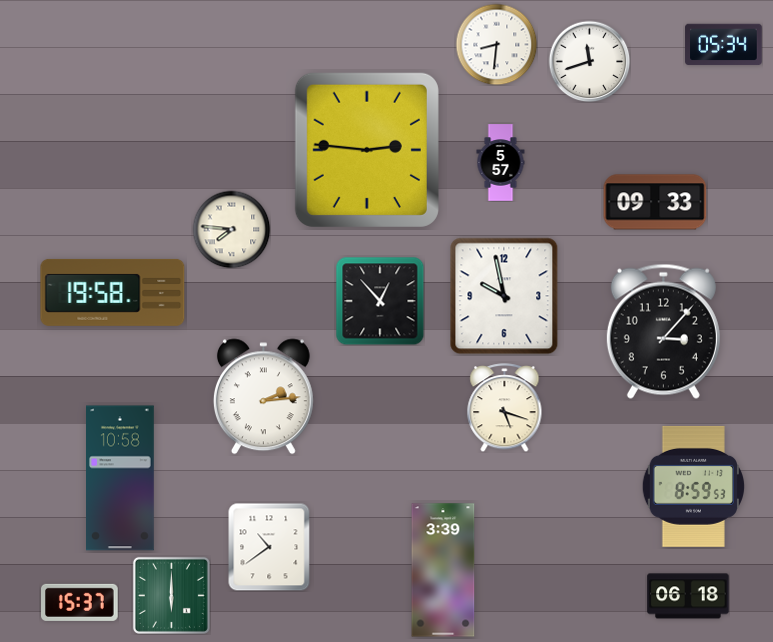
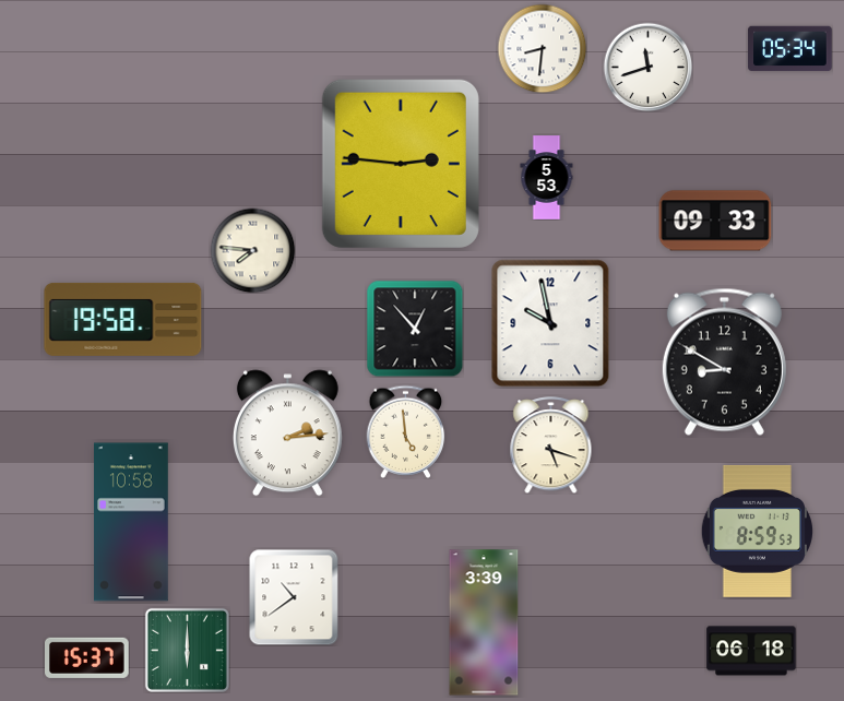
clock at (589, 61) position: (589, 61) -> (647, 67)
clock at (501, 163): 5:57 -> 5:53
clock at (663, 331): 3:07 -> 8:50
clock at (406, 431): none -> 4:59
